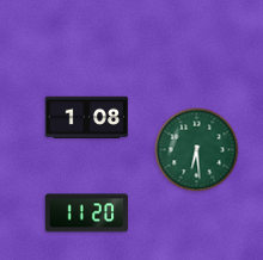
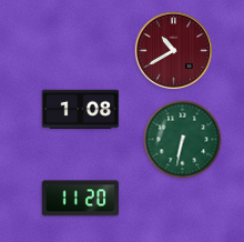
clock at (174, 51): none -> 10:40
clock at (197, 150): 6:29 -> 6:32
